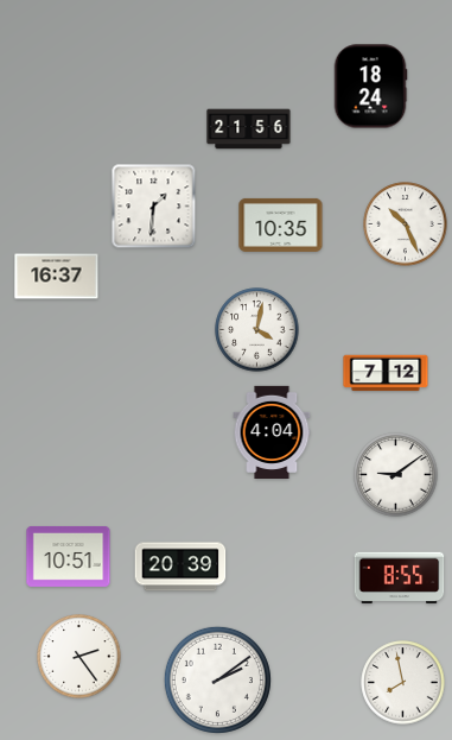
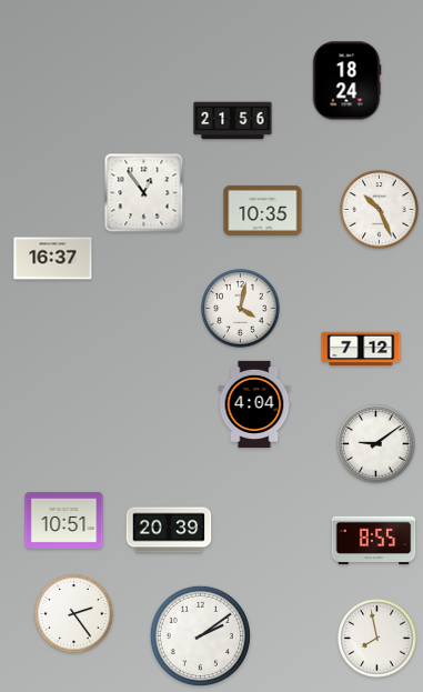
clock at (154, 207): 1:31 -> 12:54
clock at (396, 475) position: (396, 475) -> (376, 444)
clock at (217, 679) position: (217, 679) -> (200, 635)
